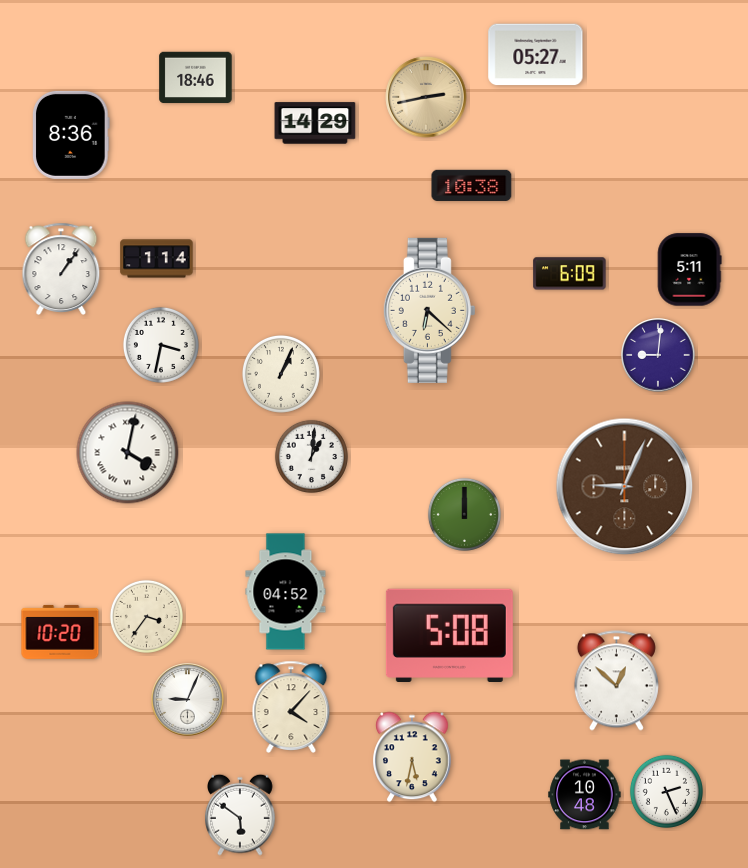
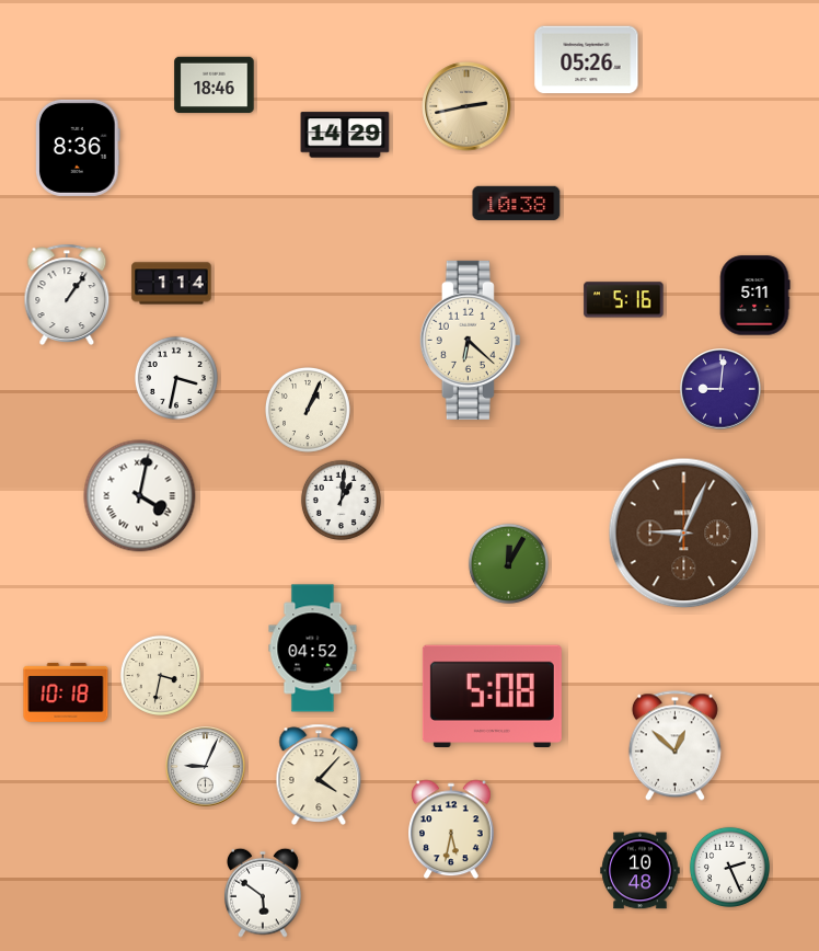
clock at (536, 55): 05:27 -> 05:26
clock at (570, 274): 6:09 -> 5:16
clock at (464, 514): 12:00 -> 12:05
clock at (146, 616): 3:36 -> 3:32
clock at (60, 632): 10:20 -> 10:18
